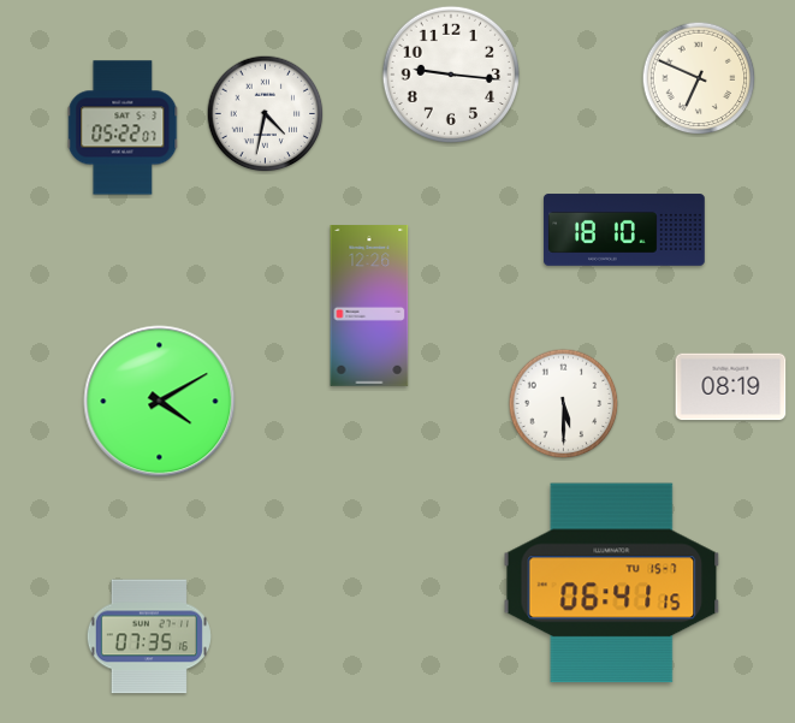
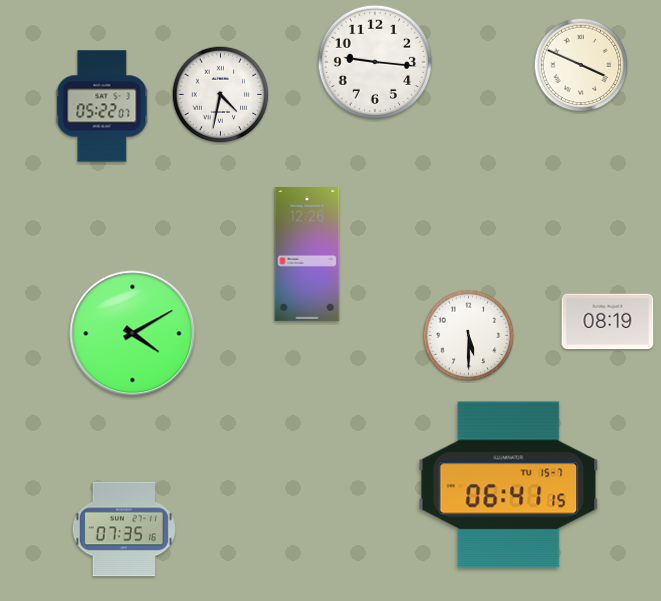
clock at (699, 78): 6:49 -> 3:49
clock at (624, 230): 18:10 -> none
